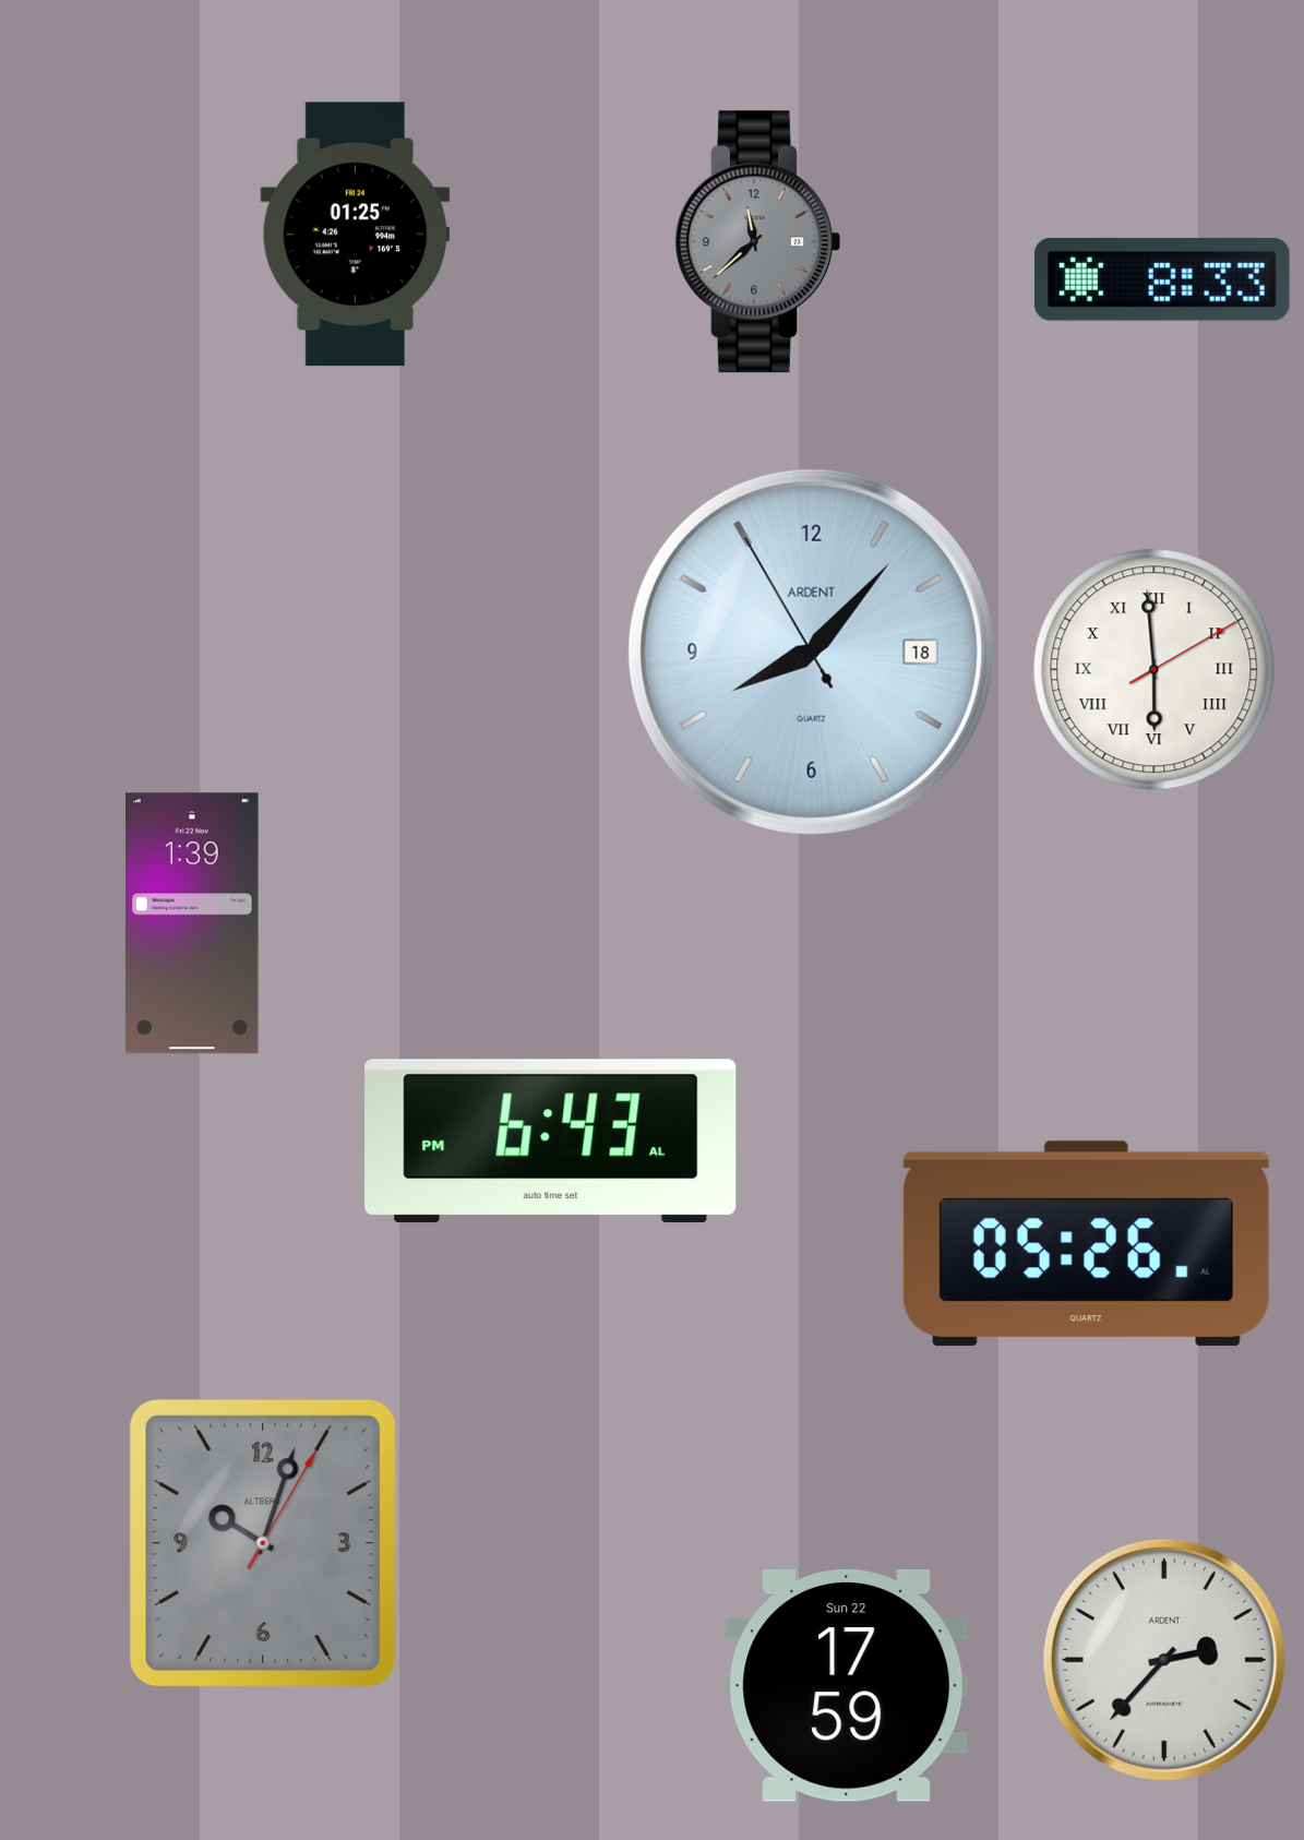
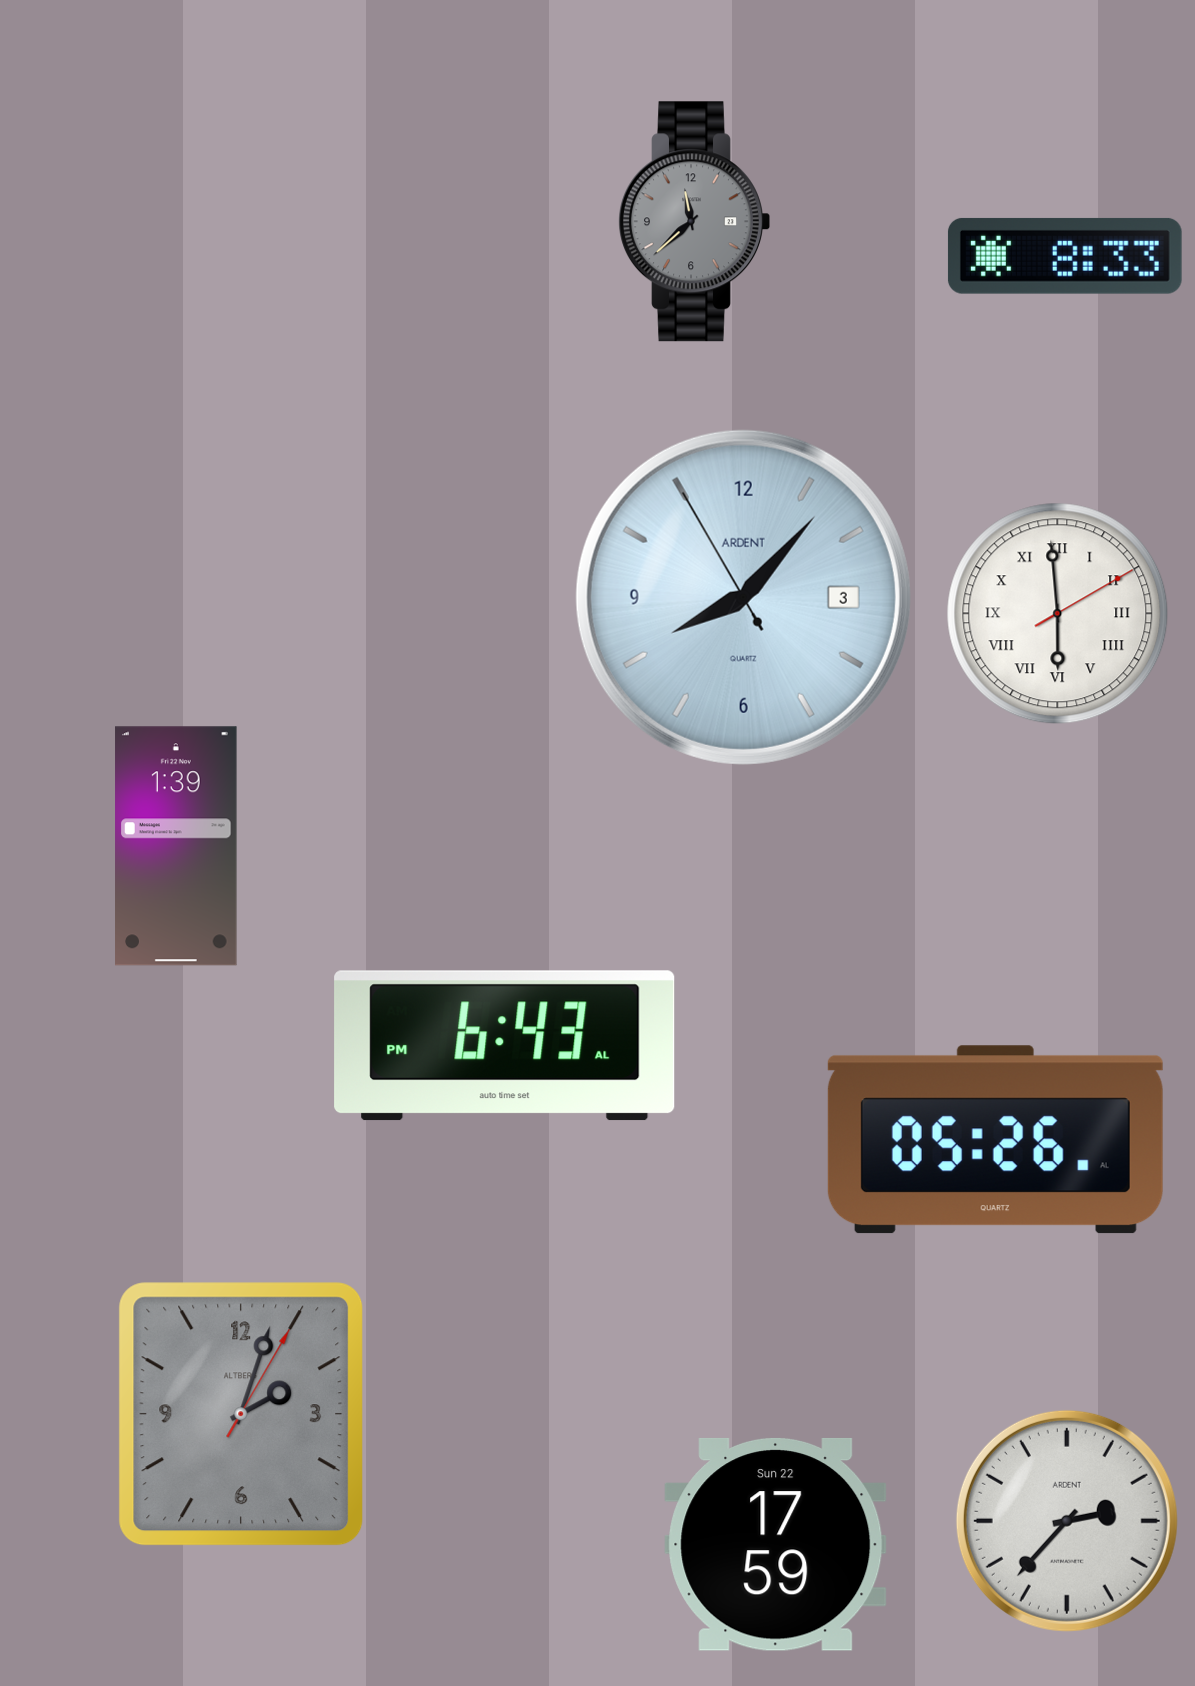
clock at (356, 235): 01:25 -> none
clock at (811, 652) date: 18 -> 3
clock at (263, 1543): 10:03 -> 2:03
